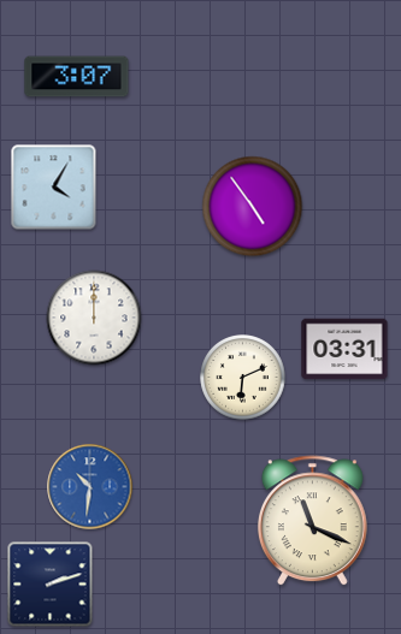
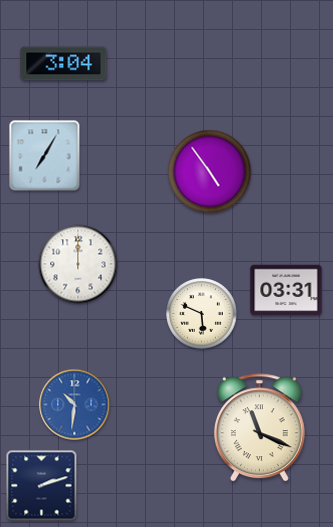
clock at (77, 77): 3:07 -> 3:04
clock at (54, 188): 4:05 -> 7:05
clock at (243, 378): 6:11 -> 5:49
clock at (312, 521) position: (312, 521) -> (259, 428)
